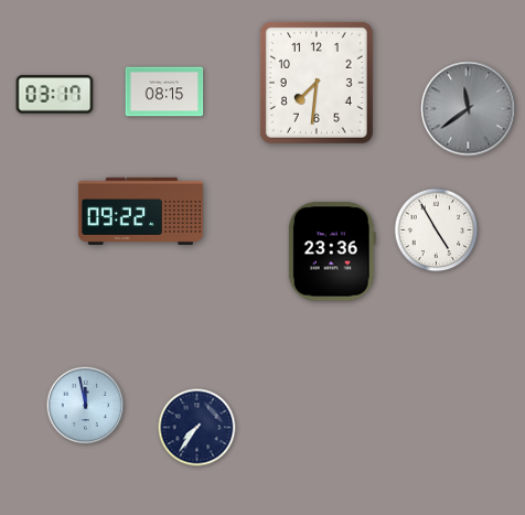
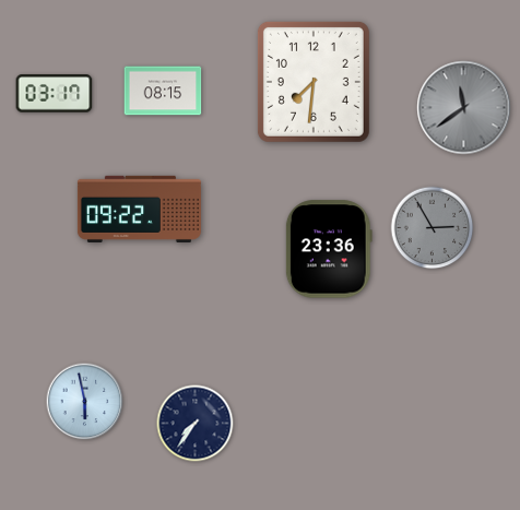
clock at (437, 230): 4:55 -> 2:55
clock at (437, 230) dial: white -> grey
clock at (86, 406): 11:58 -> 5:58
